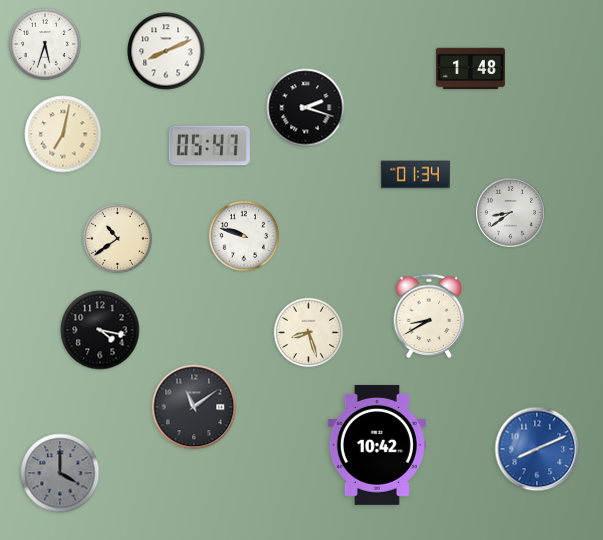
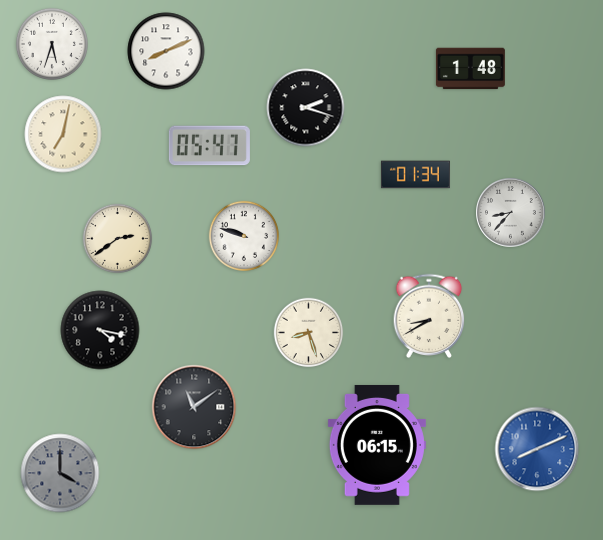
clock at (45, 44) position: (45, 44) -> (52, 44)
clock at (511, 213): 8:39 -> 8:37
clock at (118, 239): 10:39 -> 2:39
clock at (377, 445): 10:42 -> 06:15
